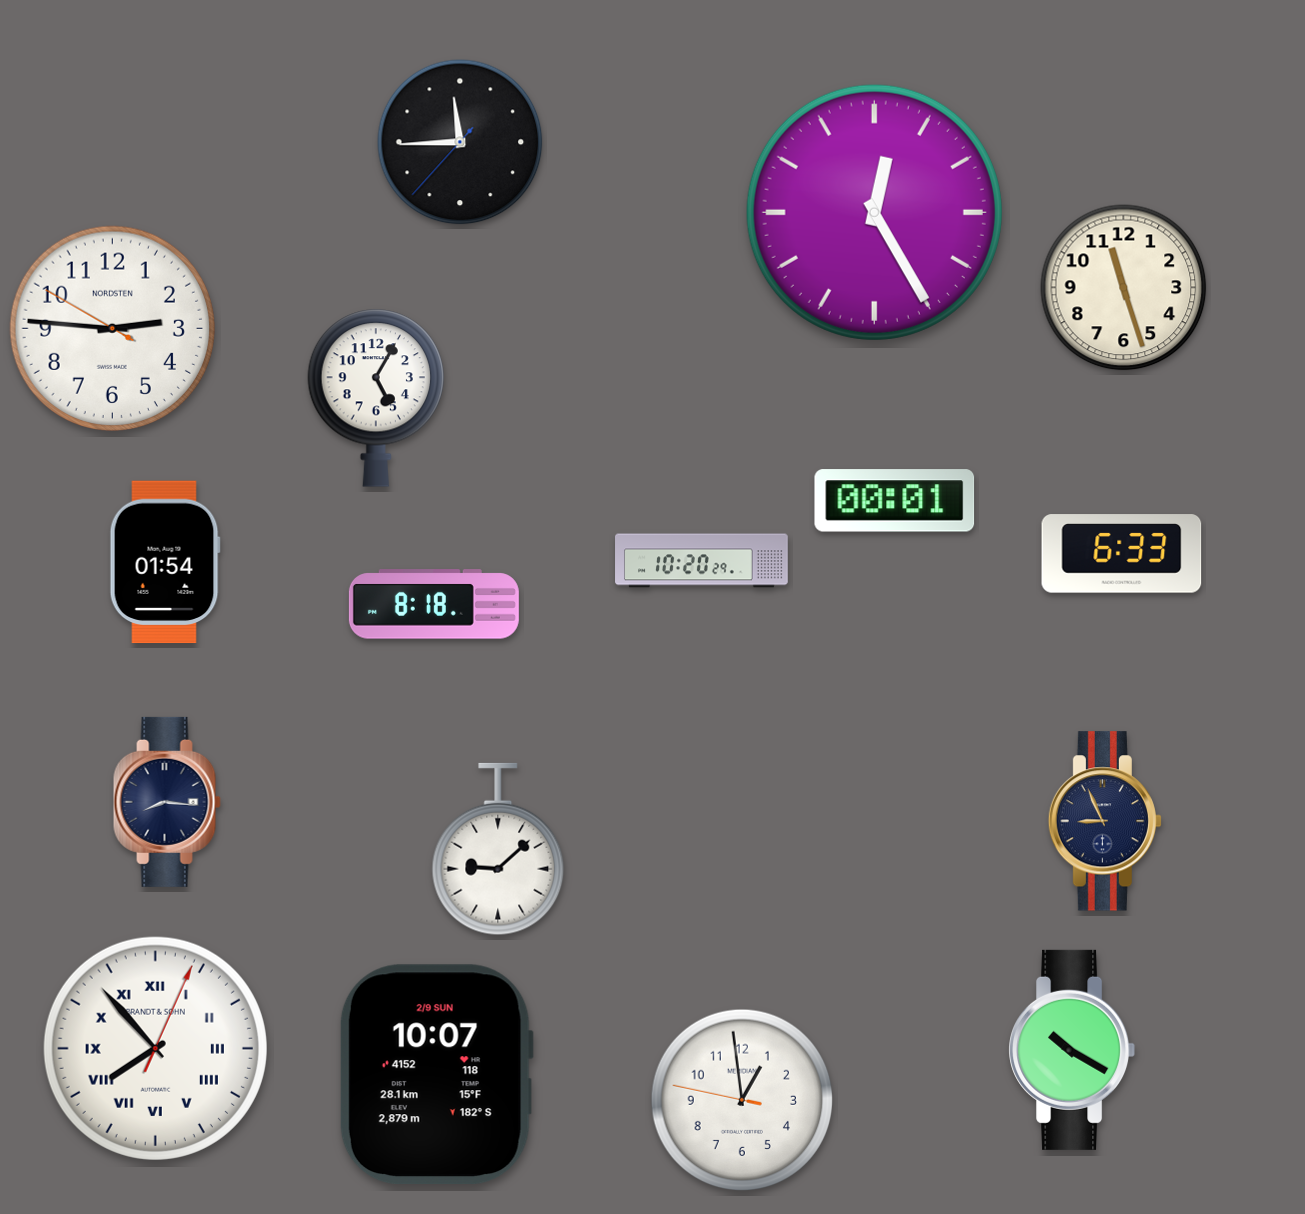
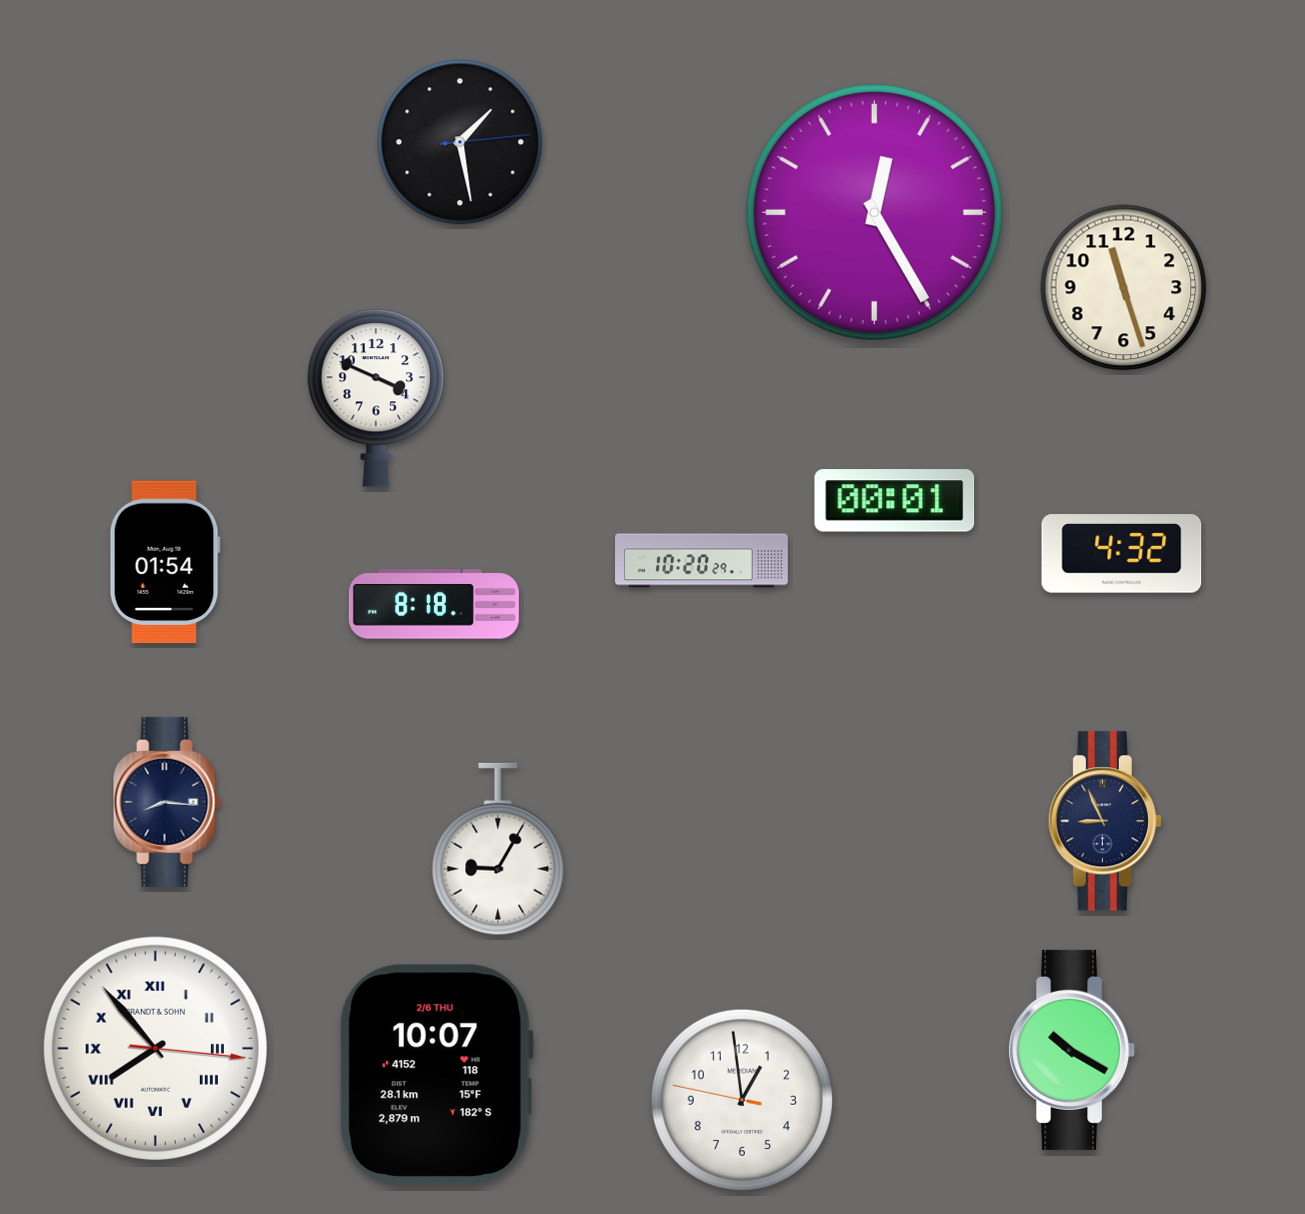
clock at (460, 142): 11:44 -> 1:28
clock at (112, 328): 2:45 -> none
clock at (375, 398): 5:05 -> 3:49
clock at (1122, 554): 6:33 -> 4:32
clock at (498, 849): 9:08 -> 9:05
clock at (155, 1048): 7:53:04 -> 7:53:16
clock at (436, 1075) date: 2/9 SUN -> 2/6 THU
